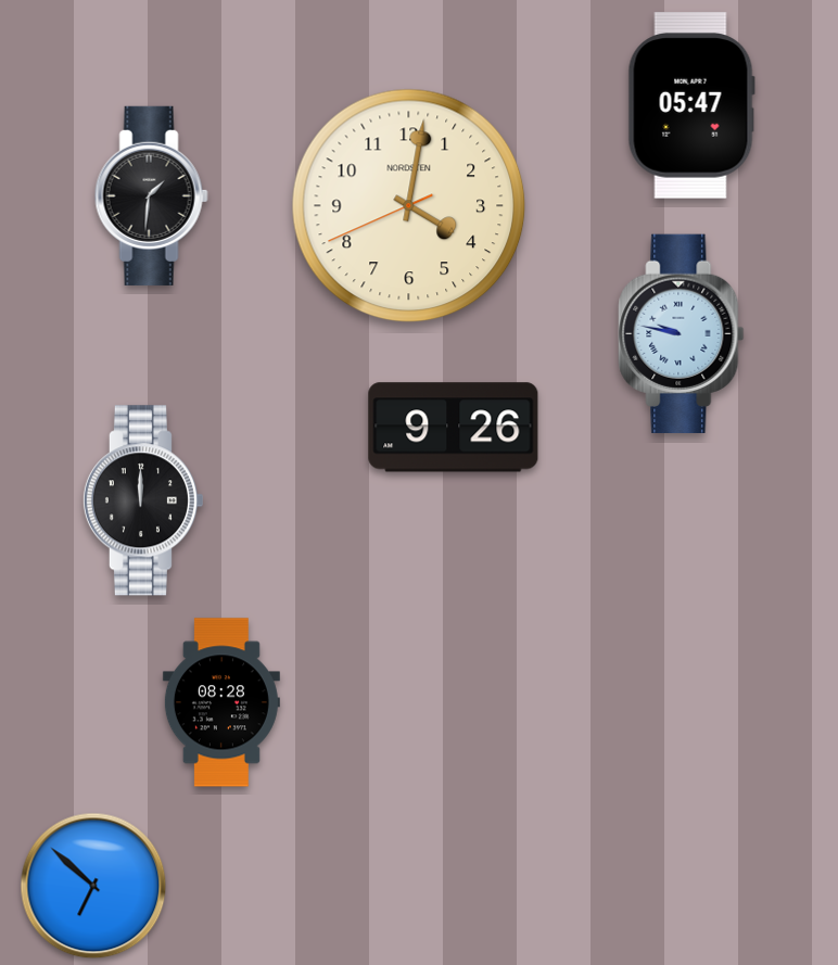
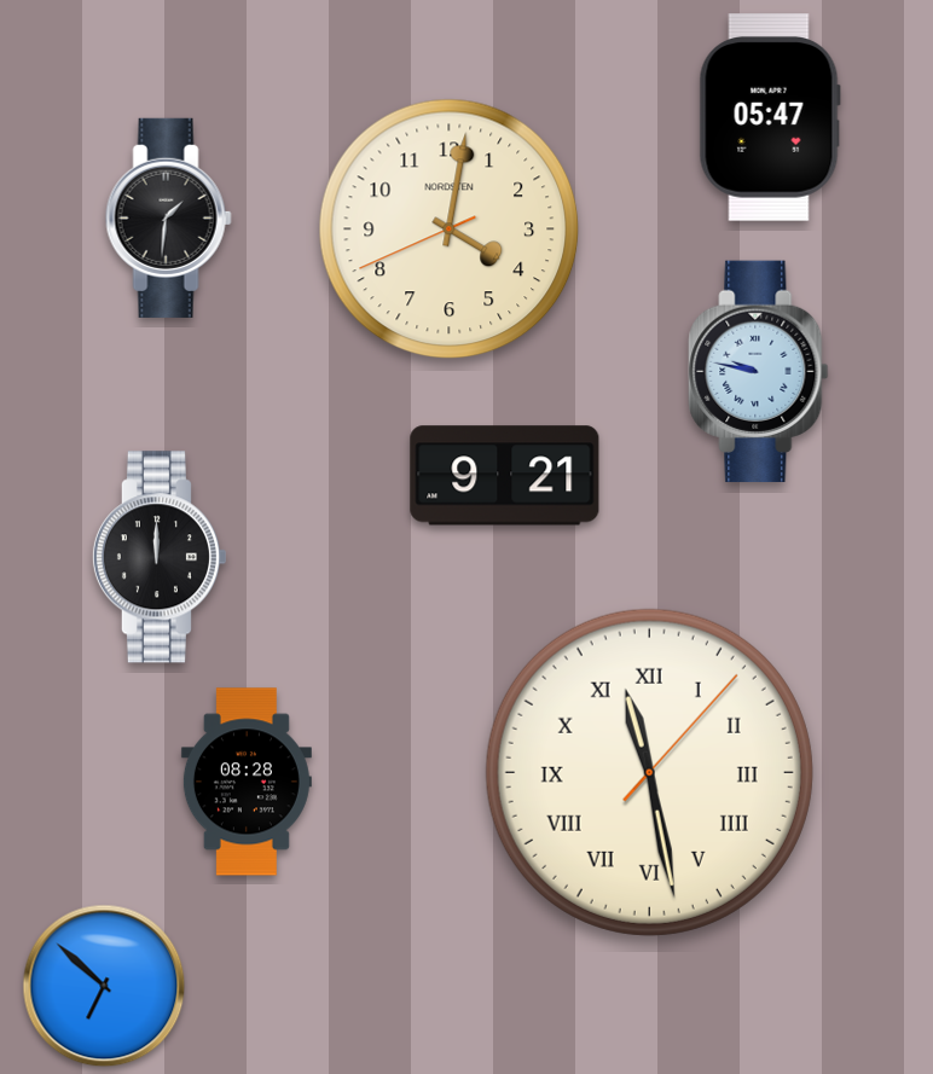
clock at (409, 206) position: (409, 206) -> (450, 230)
clock at (454, 428): 9:26 -> 9:21
clock at (649, 772): none -> 11:28
